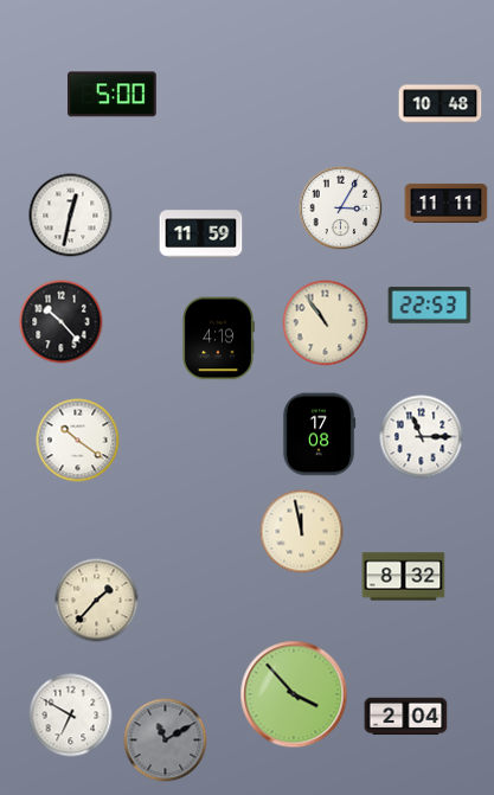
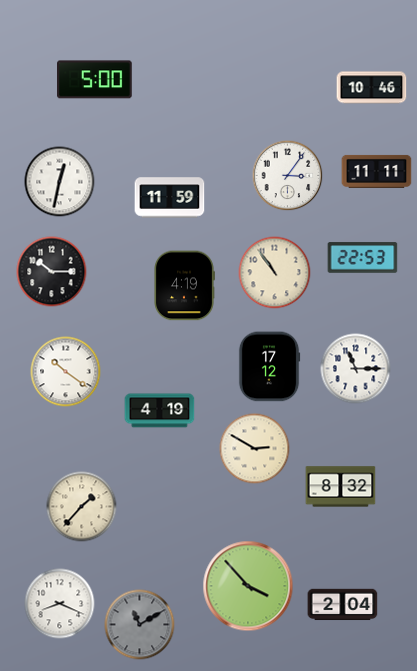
clock at (441, 104): 10:48 -> 10:46
clock at (341, 209): 3:05 -> 3:06
clock at (62, 322): 10:23 -> 10:15
clock at (319, 435): 17:08 -> 17:12
clock at (160, 411): none -> 4:19
clock at (302, 532): 11:58 -> 2:50
clock at (71, 716): 6:50 -> 8:19
